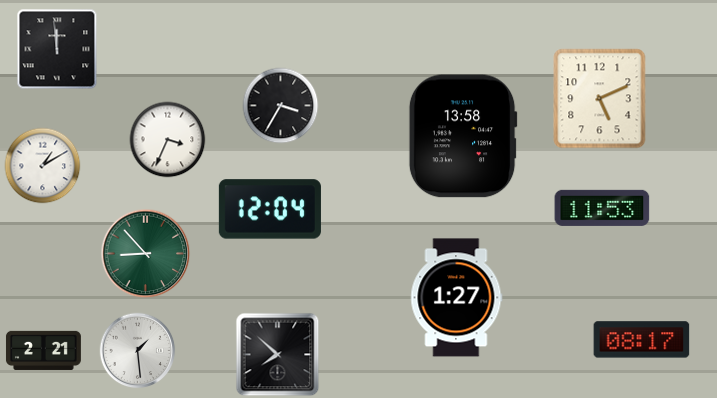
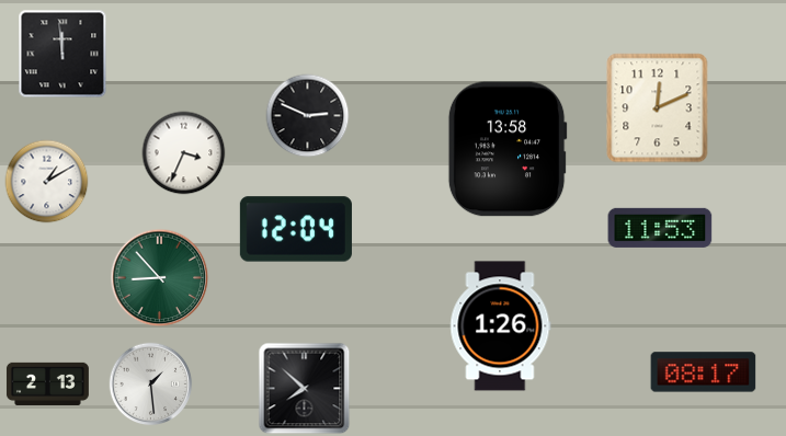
clock at (600, 99): 5:11 -> 12:11
clock at (281, 106): 3:35 -> 2:49
clock at (457, 298): 1:27 -> 1:26
clock at (43, 350): 2:21 -> 2:13
